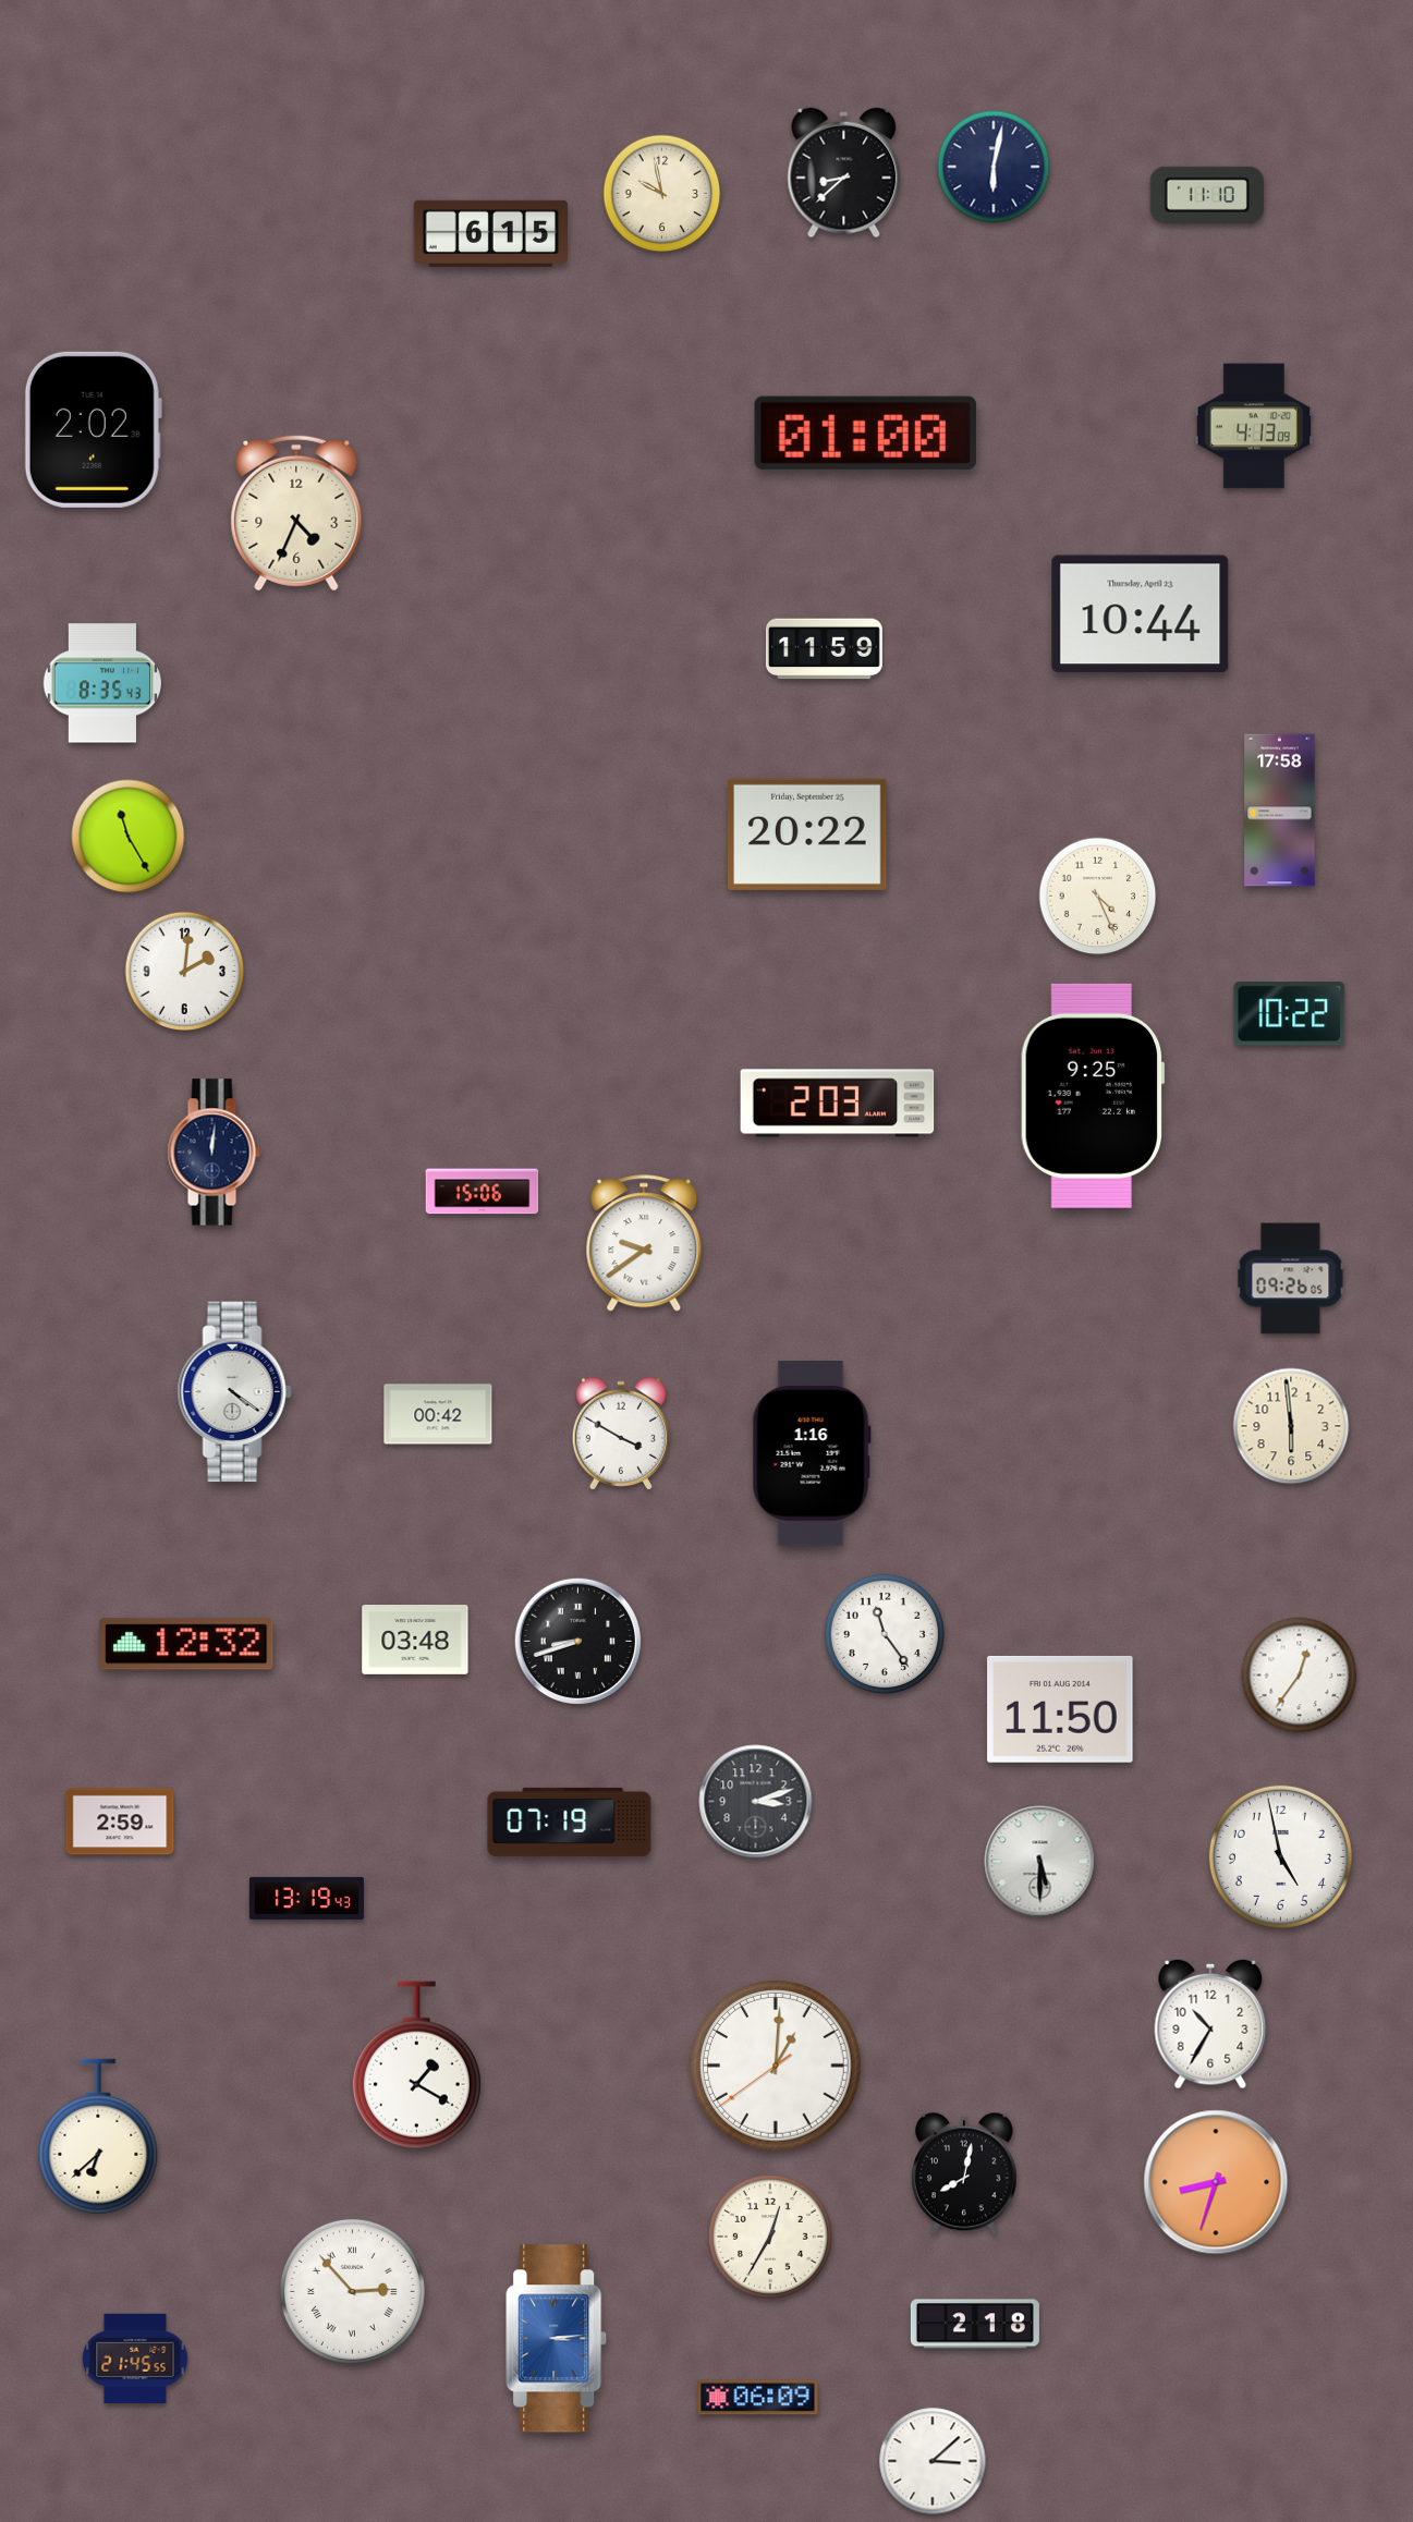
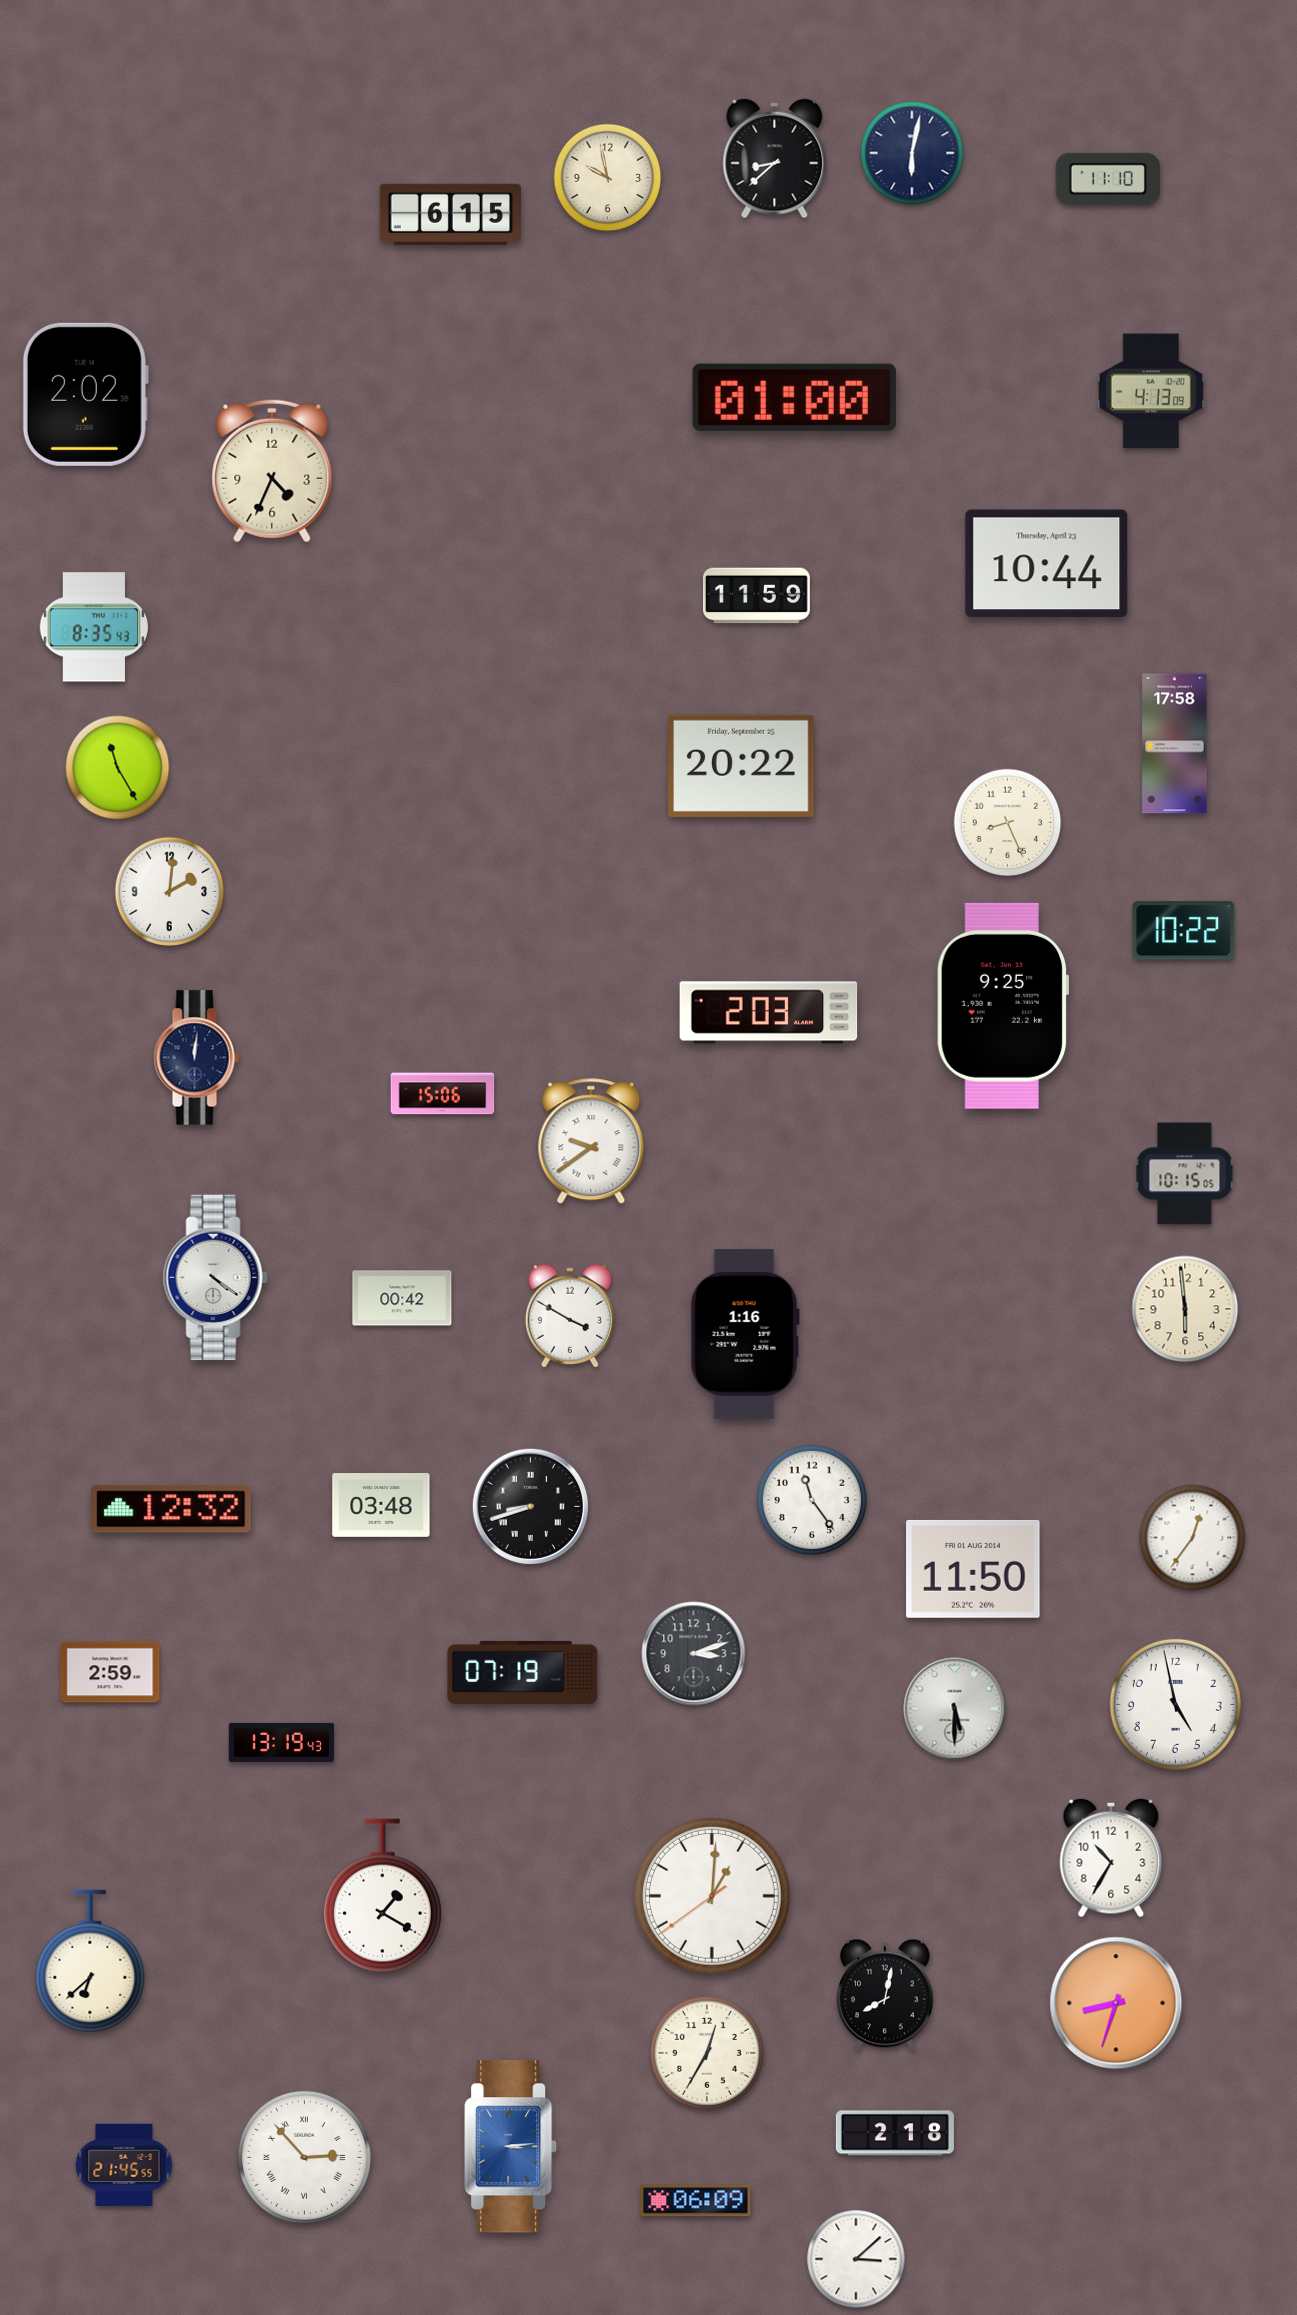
clock at (1098, 897): 4:26 -> 8:26
clock at (1291, 1279): 09:26 -> 10:15
clock at (352, 2291) position: (352, 2291) -> (304, 2157)
